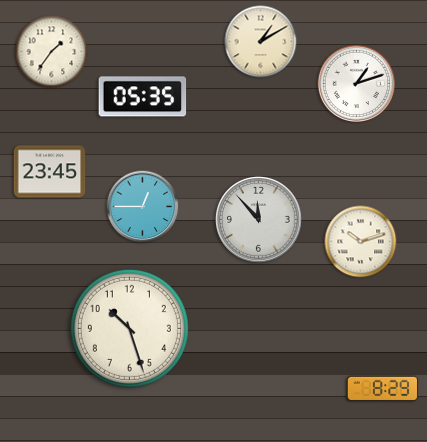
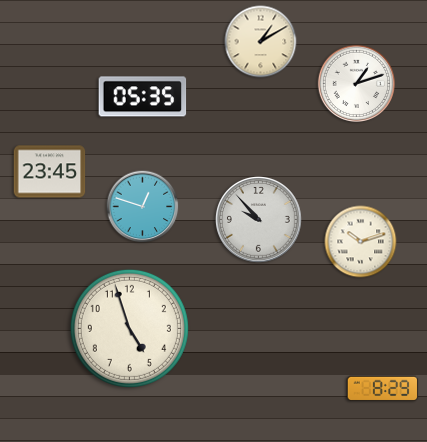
clock at (52, 52): 1:36 -> none
clock at (143, 207): 12:45 -> 12:48
clock at (258, 219): 11:53 -> 9:53
clock at (129, 328): 10:27 -> 4:57
